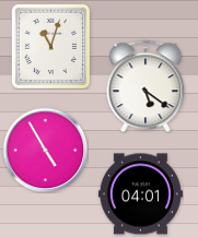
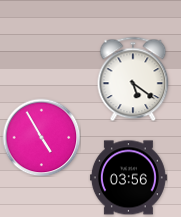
clock at (50, 46): 11:03 -> none
clock at (140, 194): 04:01 -> 03:56
